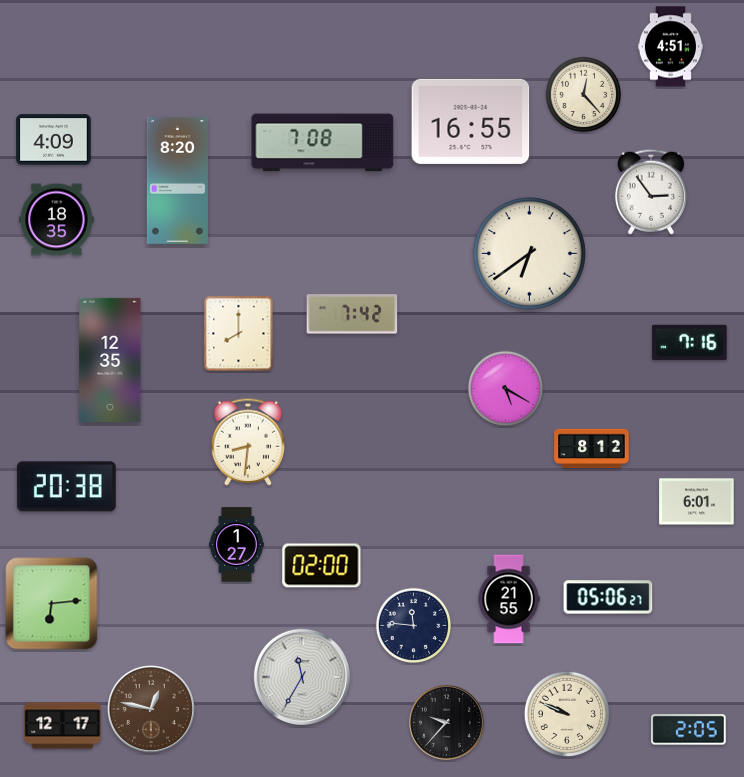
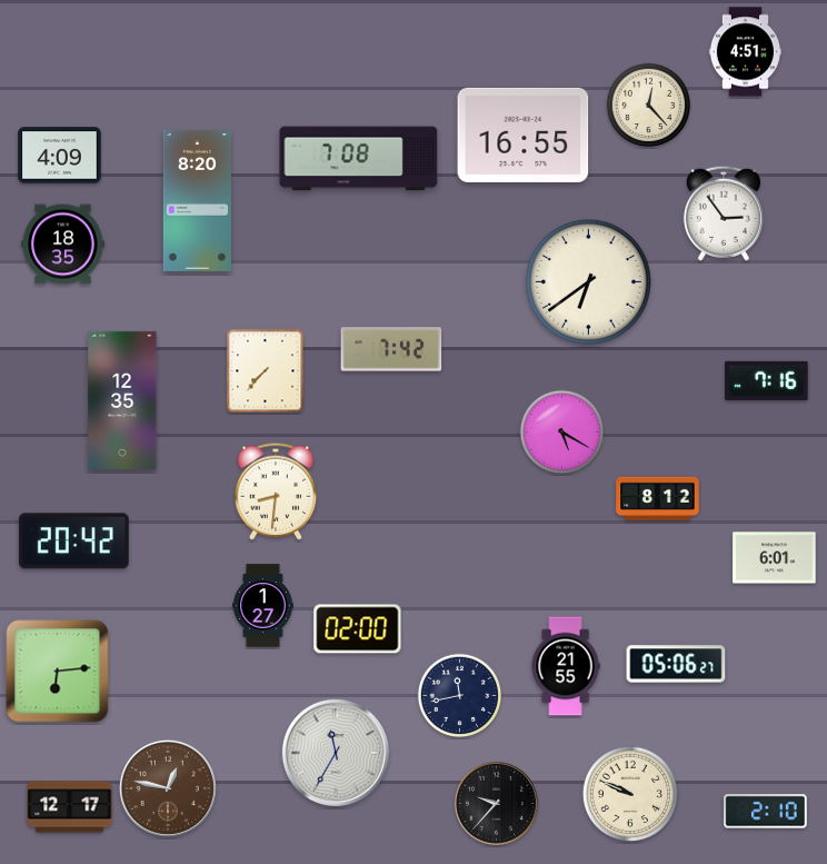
clock at (239, 334): 8:00 -> 7:37
clock at (66, 487): 20:38 -> 20:42
clock at (414, 626): 11:46 -> 11:43
clock at (689, 730): 2:05 -> 2:10
